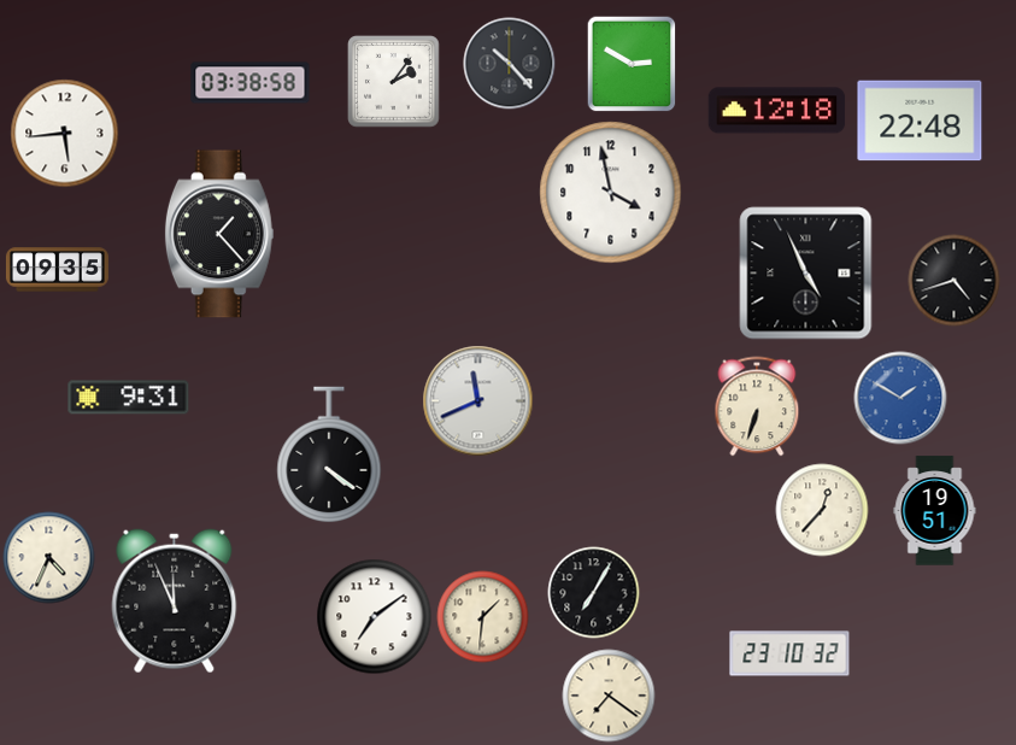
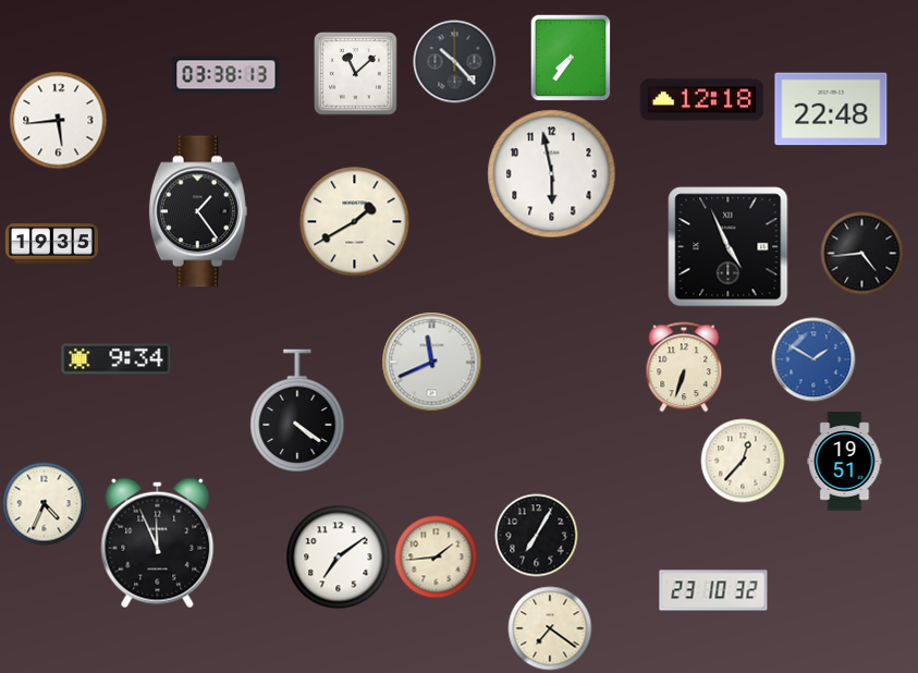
clock at (510, 64) position: (510, 64) -> (455, 62)
clock at (632, 64): 2:50 -> 7:36
clock at (394, 82): 2:06 -> 11:08
clock at (251, 83): 03:38:58 -> 03:38:13
clock at (611, 193): 3:58 -> 5:58
clock at (219, 234): 1:23 -> 1:24
clock at (355, 222): none -> 1:40
clock at (57, 270): 09:35 -> 19:35
clock at (955, 281): 4:42 -> 4:44
clock at (129, 398): 9:31 -> 9:34
clock at (483, 617): 1:31 -> 1:44
